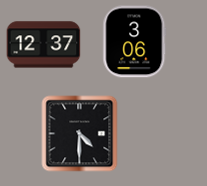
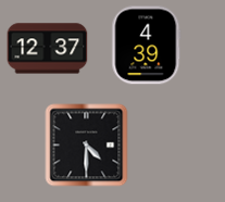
clock at (135, 42): 3:06 -> 4:39
